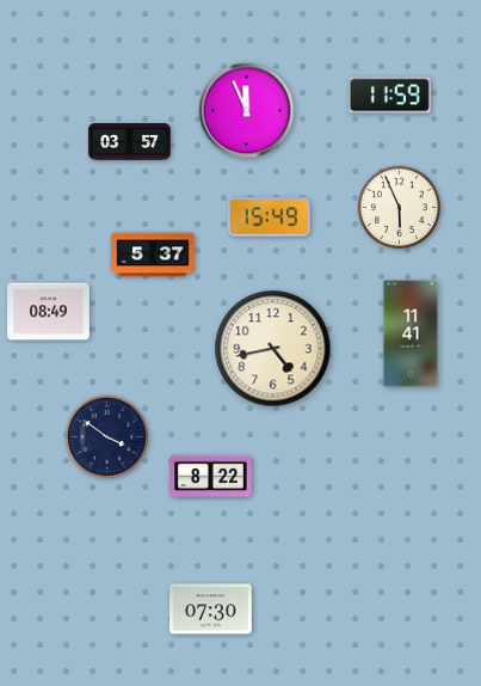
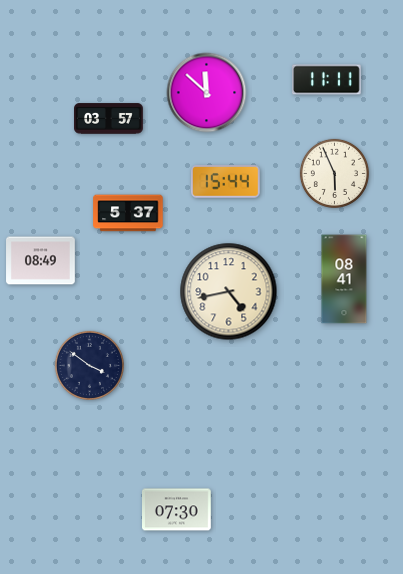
clock at (390, 96): 11:59 -> 11:11
clock at (247, 111): 11:56 -> 11:52
clock at (269, 218): 15:49 -> 15:44
clock at (411, 333): 11:41 -> 08:41
clock at (211, 477): 8:22 -> none
